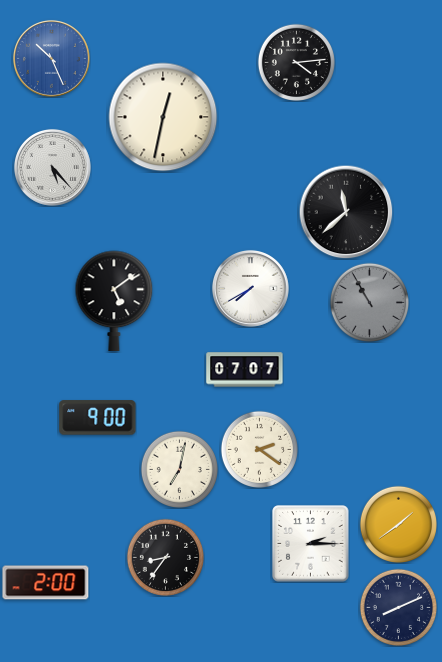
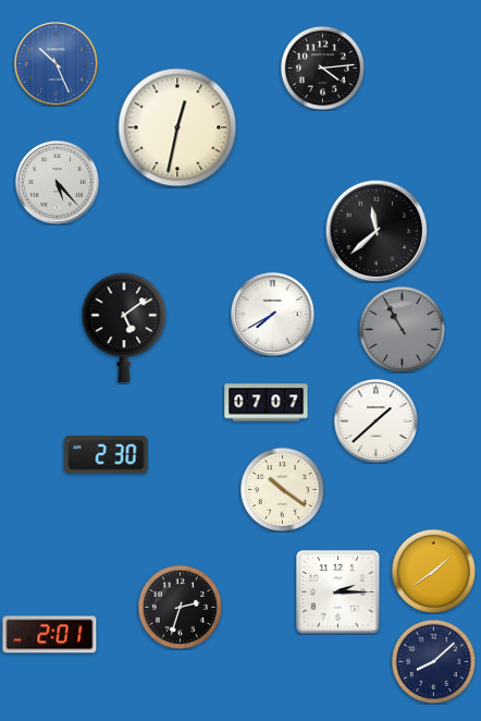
clock at (375, 420): none -> 1:38
clock at (98, 418): 9:00 -> 2:30
clock at (259, 449): 2:21 -> 10:21
clock at (179, 469): 7:02 -> none
clock at (165, 557): 8:36 -> 2:33
clock at (46, 583): 2:00 -> 2:01
clock at (398, 607): 8:11 -> 8:08
